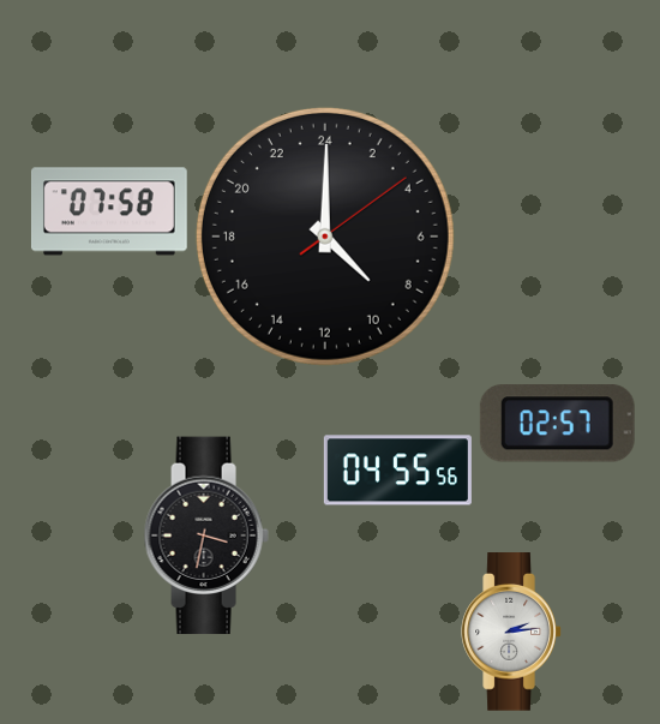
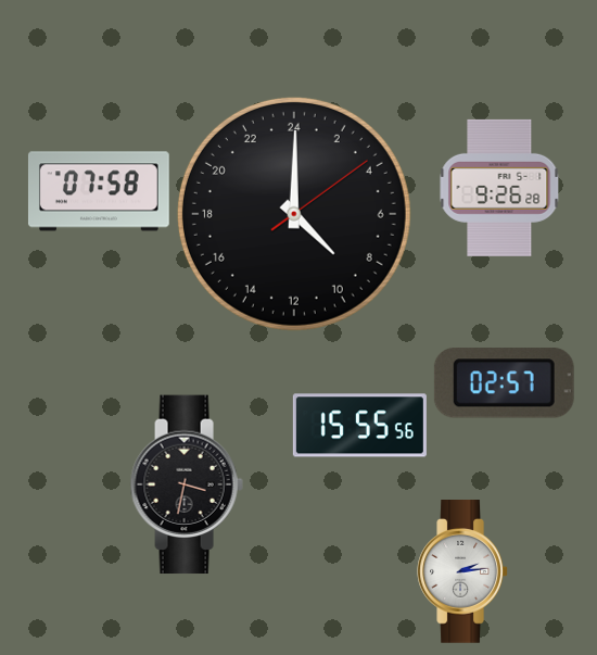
clock at (499, 188): none -> 9:26
clock at (397, 471): 04:55 -> 15:55
